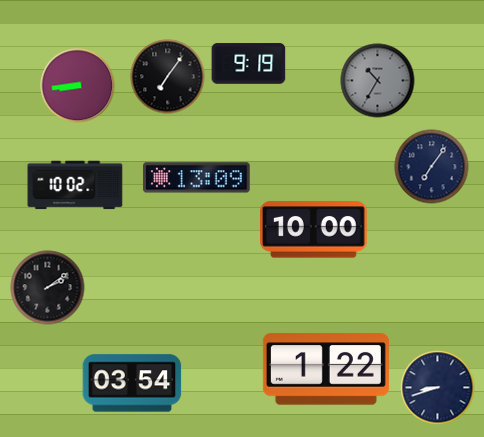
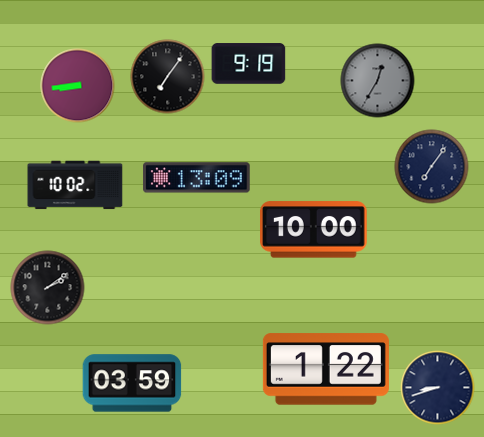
clock at (378, 81): 10:35 -> 12:35
clock at (132, 383): 03:54 -> 03:59
